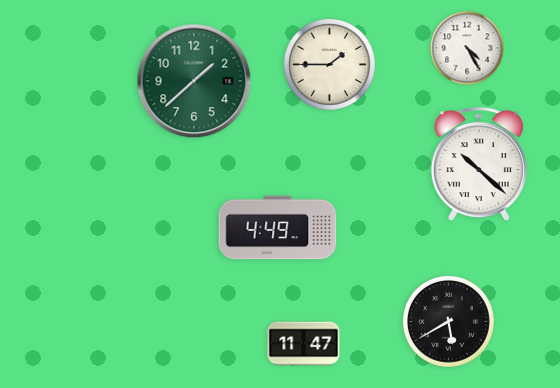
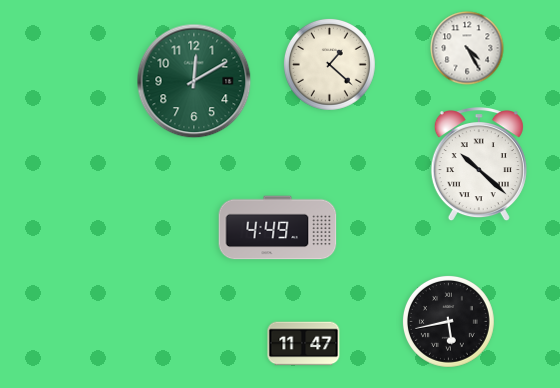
clock at (329, 64): 1:45 -> 1:22
clock at (194, 81): 1:38 -> 12:10
clock at (448, 321): 5:40 -> 5:43
